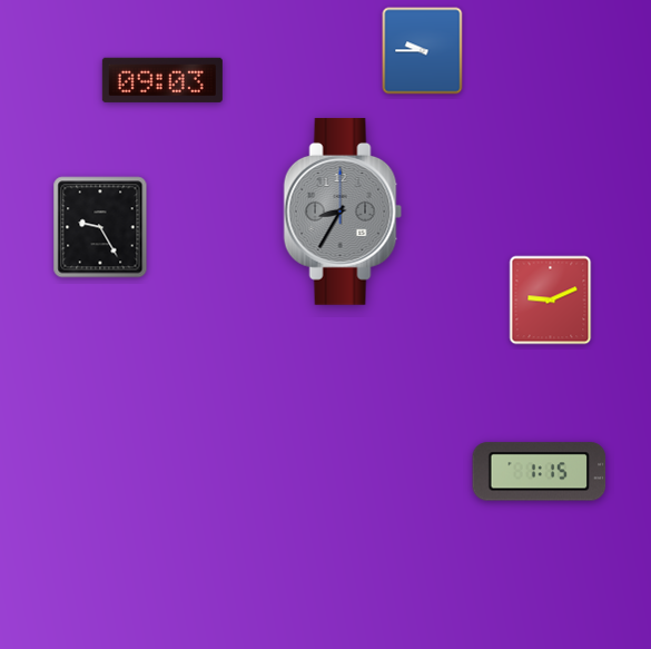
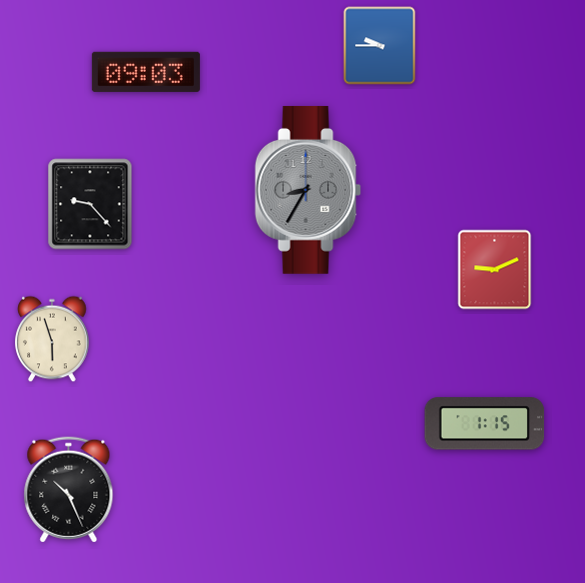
clock at (100, 227): 9:25 -> 9:23
clock at (52, 339): none -> 5:57
clock at (69, 490): none -> 10:26
